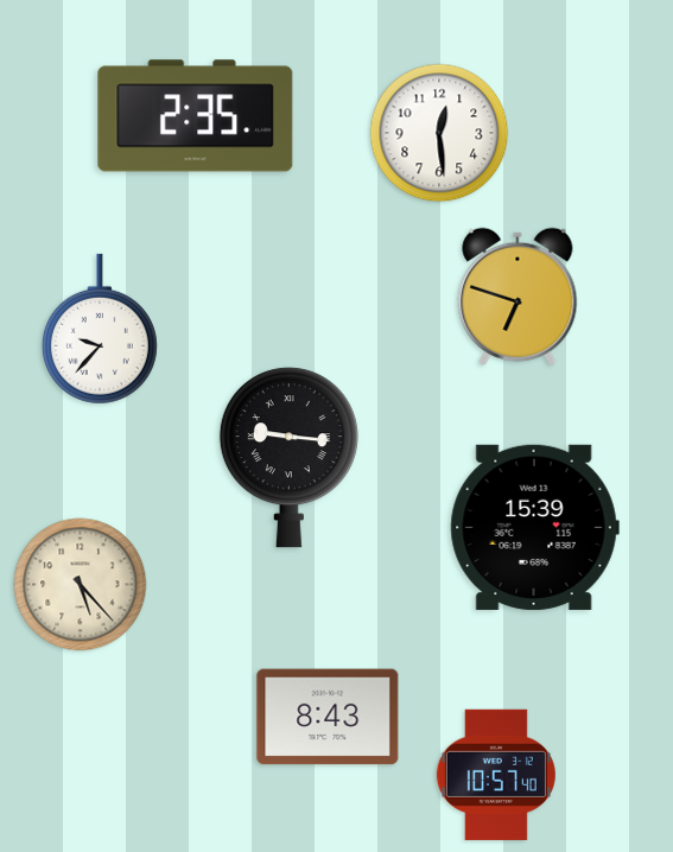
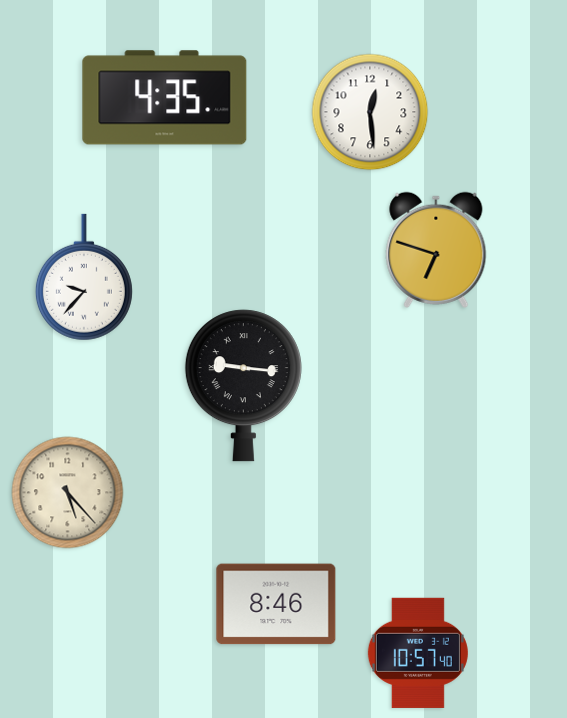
clock at (196, 116): 2:35 -> 4:35
clock at (534, 527): 15:39 -> none
clock at (328, 717): 8:43 -> 8:46
